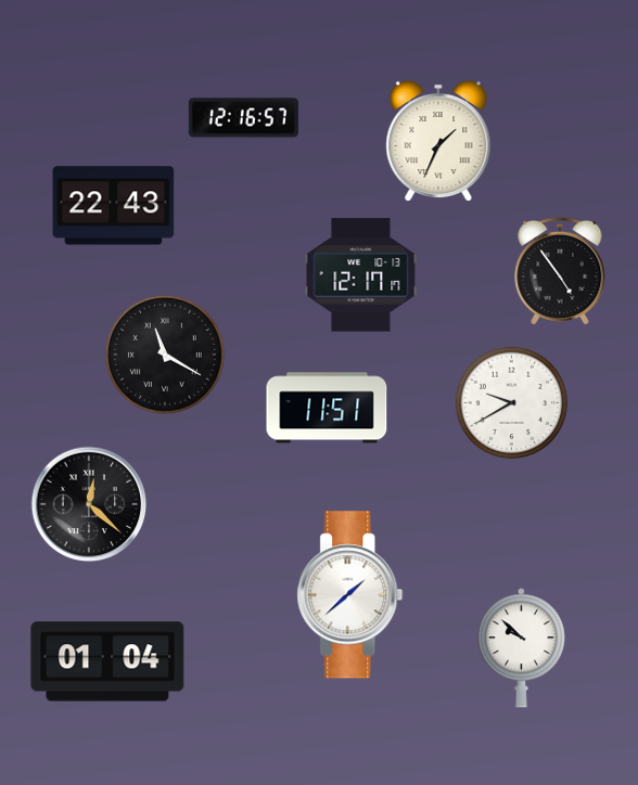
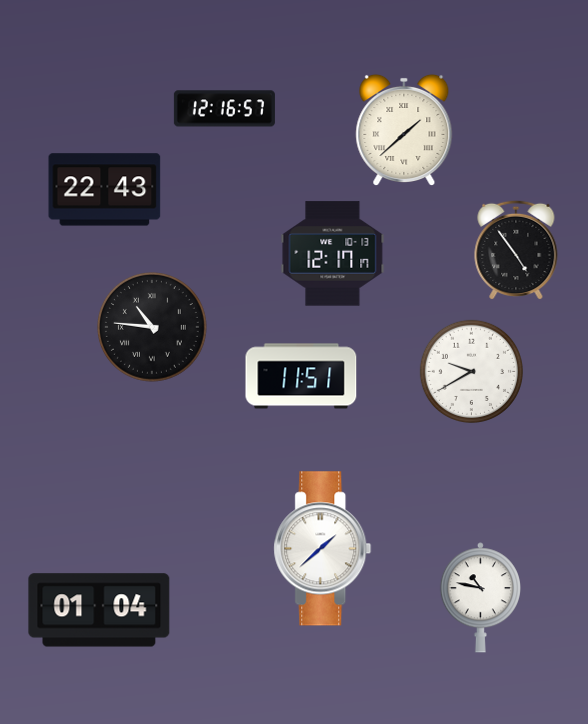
clock at (438, 140): 1:34 -> 1:38
clock at (166, 356): 11:20 -> 10:46
clock at (89, 504): 12:22 -> none
clock at (521, 648): 9:52 -> 10:47
